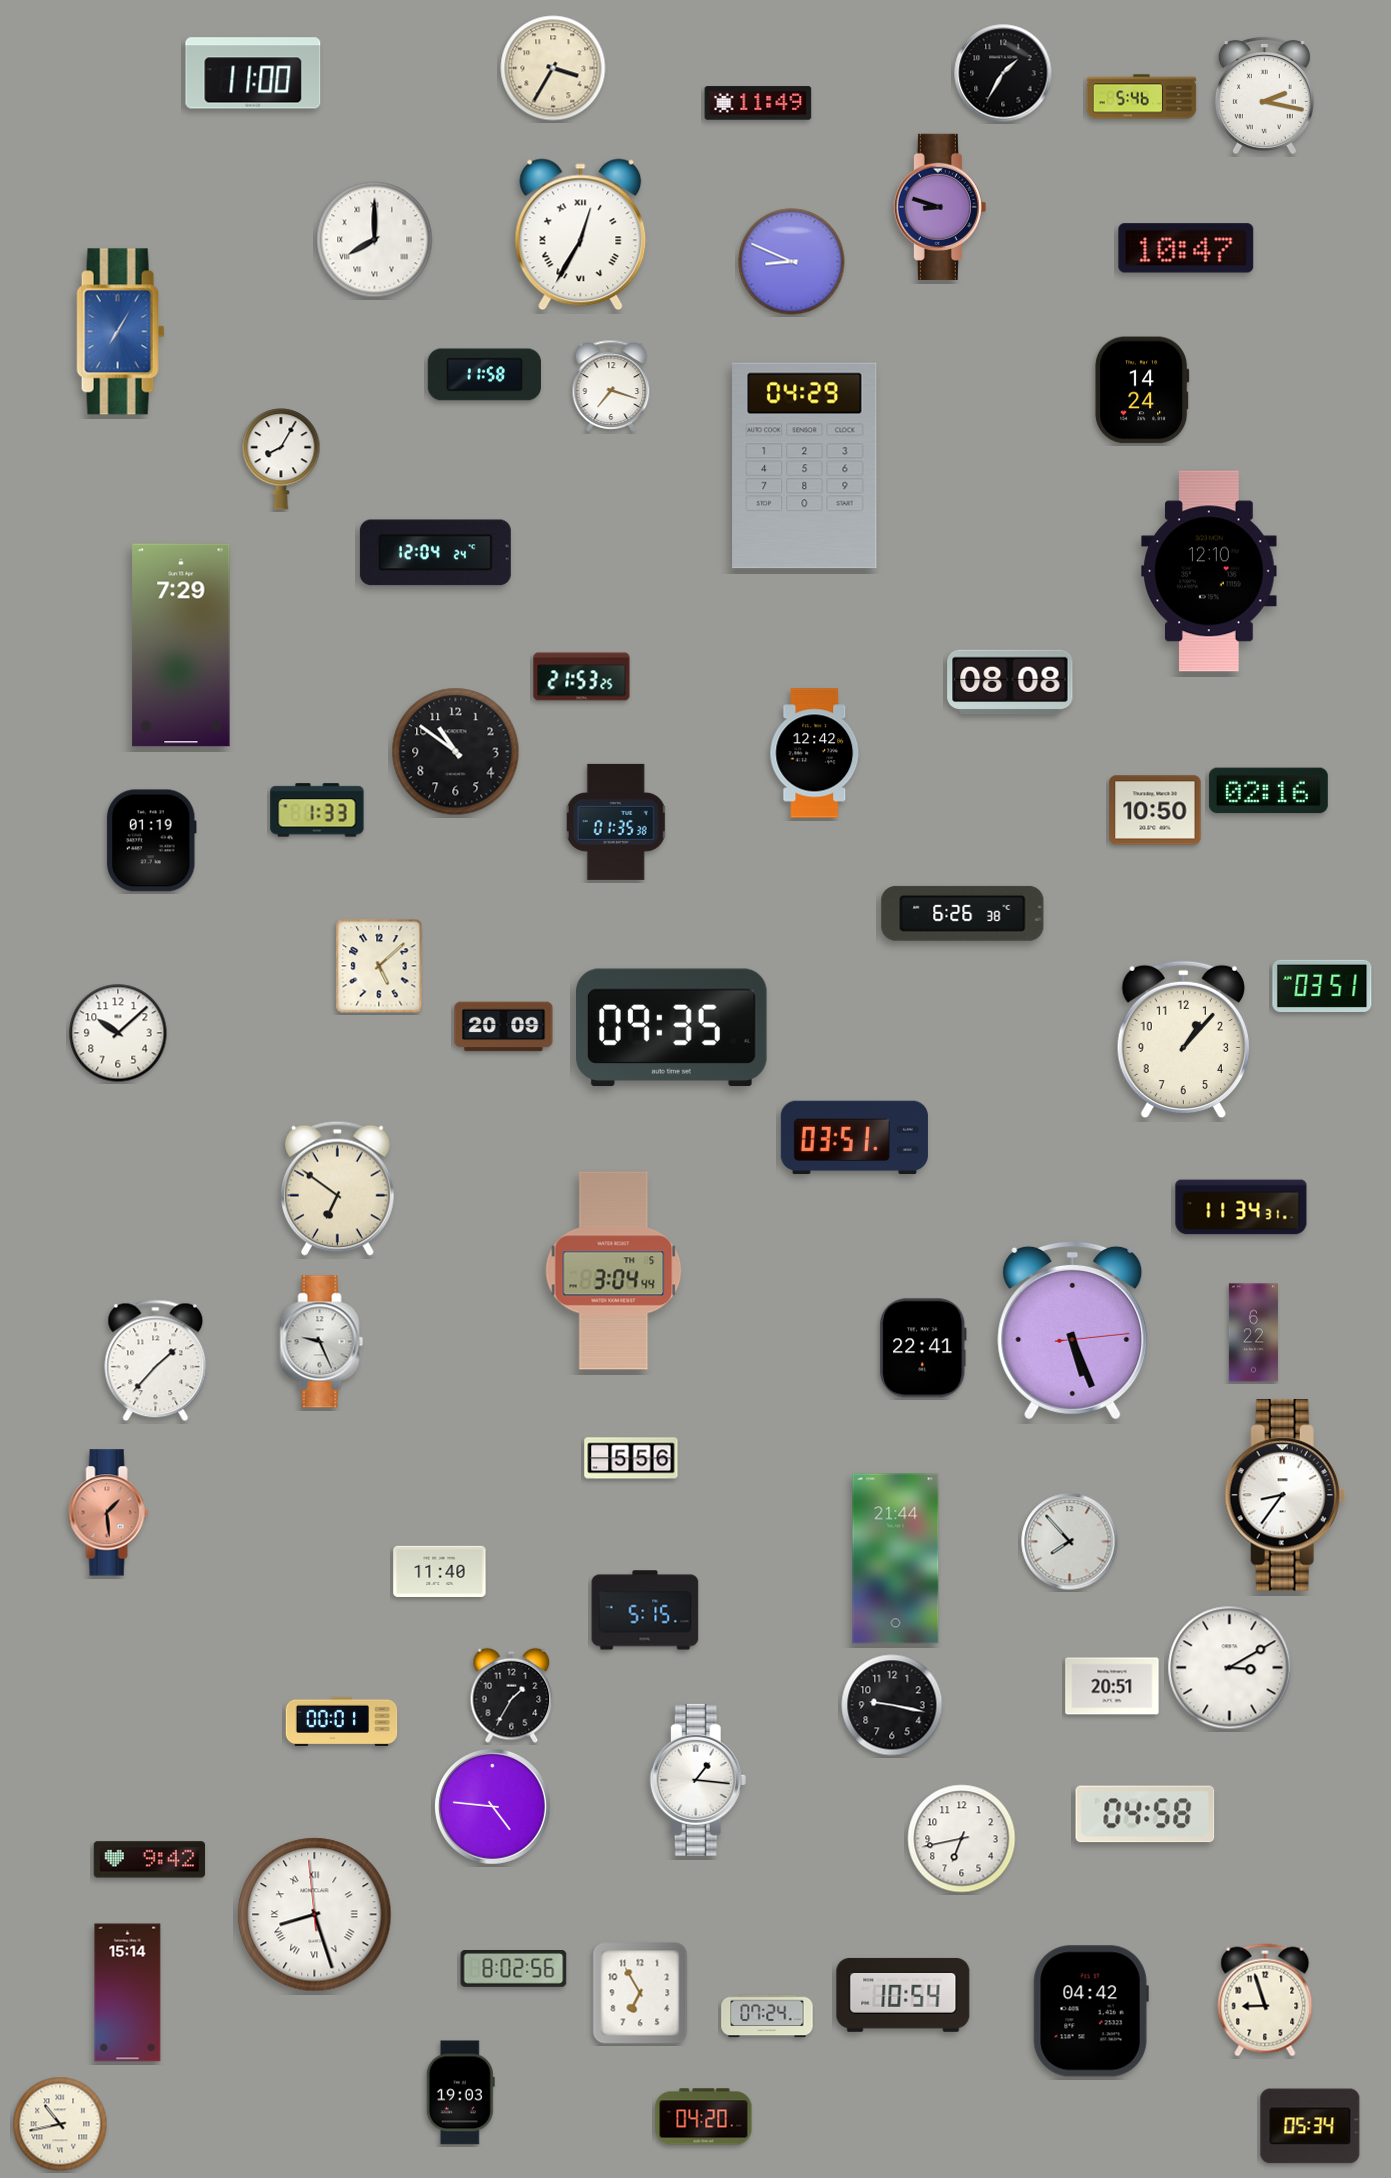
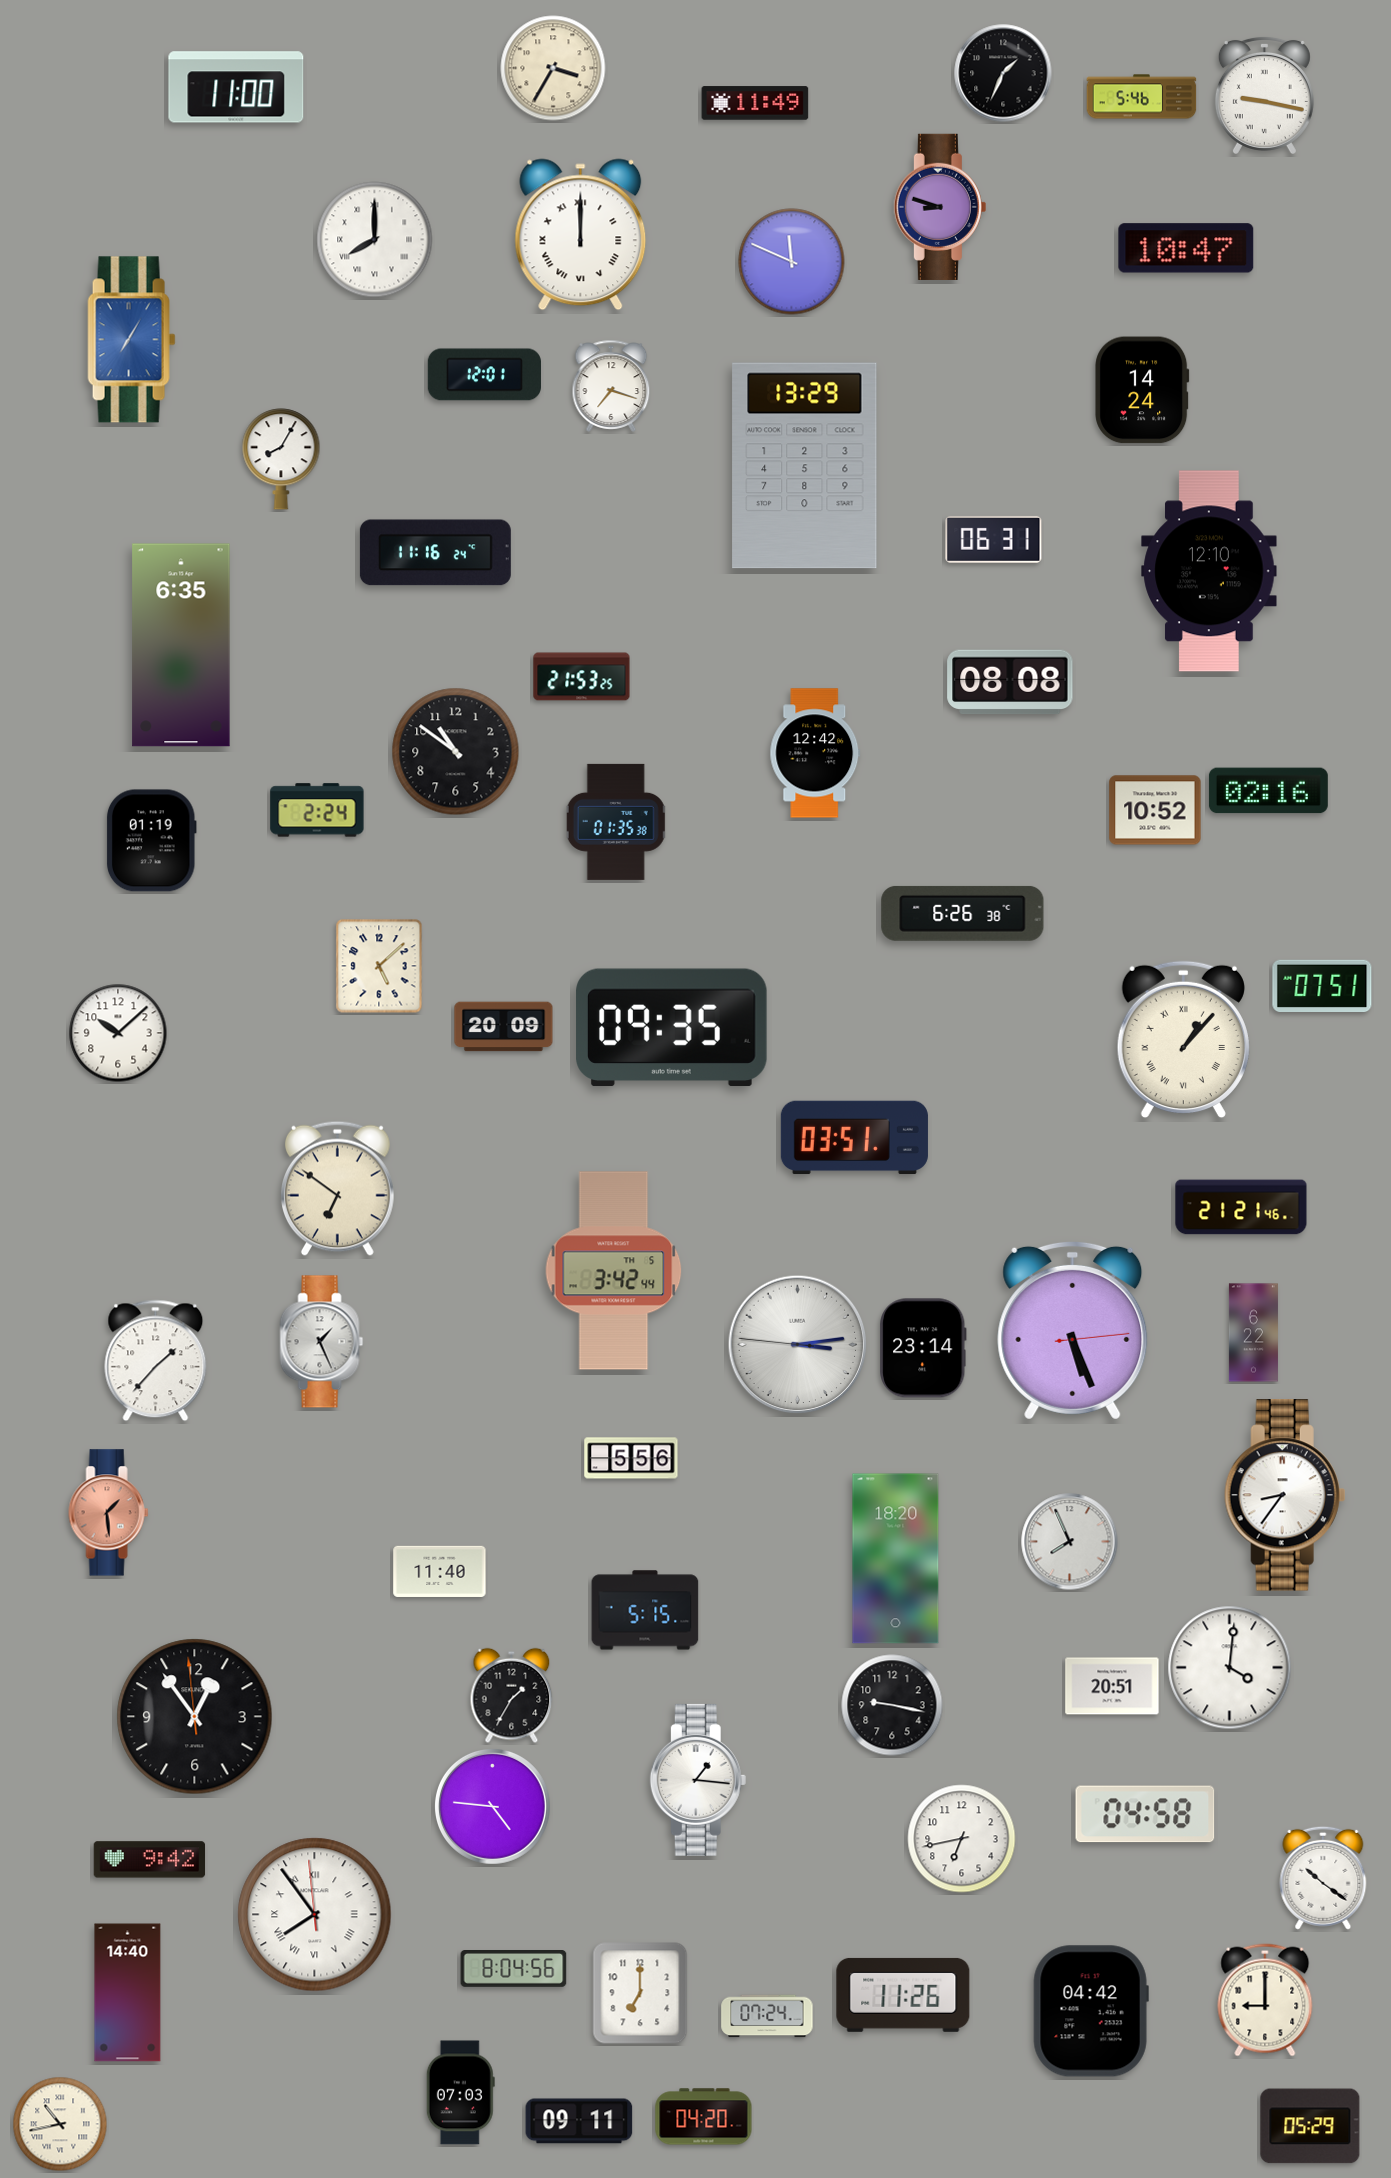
clock at (253, 73) position: (253, 73) -> (236, 87)
clock at (1003, 73): 1:35 -> 1:34
clock at (1264, 95): 2:17 -> 9:17
clock at (758, 103) position: (758, 103) -> (755, 103)
clock at (581, 235): 12:35 -> 12:00
clock at (792, 262): 8:49 -> 11:49
clock at (121, 332) position: (121, 332) -> (132, 340)
clock at (484, 375): 11:58 -> 12:01
clock at (805, 466): 04:29 -> 13:29
clock at (994, 539): none -> 06:31
clock at (435, 553): 12:04 -> 11:16
clock at (181, 645): 7:29 -> 6:35
clock at (317, 810): 1:33 -> 2:24
clock at (1155, 810): 10:50 -> 10:52
clock at (1322, 985): 03:51 -> 07:51
clock at (1183, 1040) numerals: Arabic -> Roman
clock at (1241, 1207): 11:34 -> 21:21
clock at (614, 1271): 3:04 -> 3:42
clock at (322, 1342): 9:26 -> 1:26
clock at (798, 1345): none -> 3:13
clock at (923, 1348): 22:41 -> 23:14
clock at (1070, 1542): 7:53 -> 7:56
clock at (896, 1559): 21:44 -> 18:20
clock at (1230, 1668): 3:10 -> 4:01
clock at (195, 1717): none -> 12:53
clock at (342, 1721): 00:01 -> none
clock at (1323, 1878): none -> 10:21
clock at (315, 1915): 8:26 -> 7:53
clock at (514, 1969): 8:02 -> 8:04
clock at (128, 1993): 15:14 -> 14:40
clock at (640, 1993): 6:55 -> 7:00
clock at (903, 1995): 10:54 -> 11:26
clock at (1265, 2000): 8:57 -> 9:00
clock at (460, 2093): 19:03 -> 07:03
clock at (579, 2121): none -> 09:11
clock at (1310, 2126): 05:34 -> 05:29
